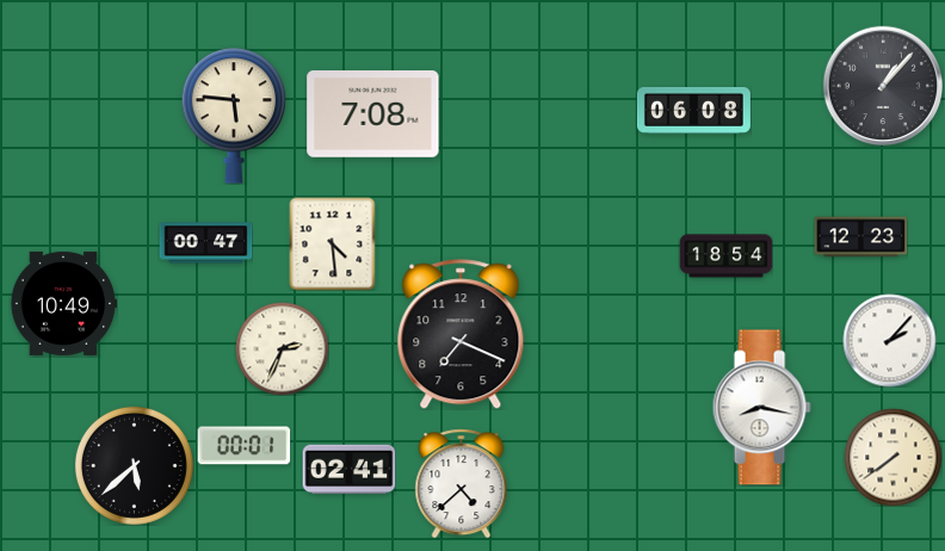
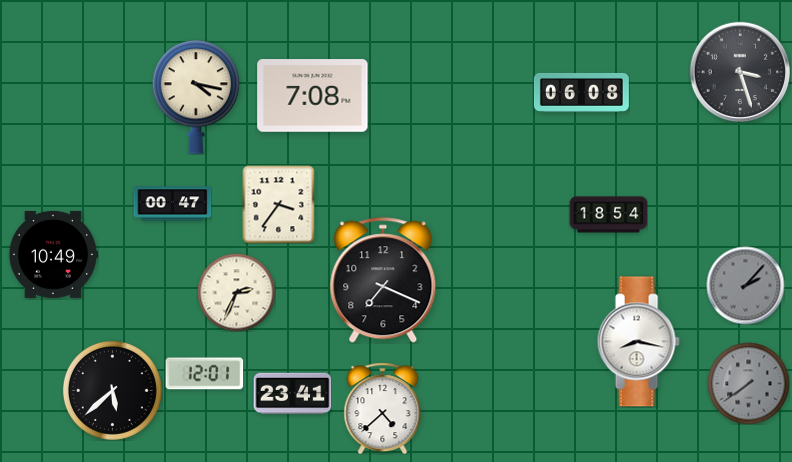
clock at (882, 85): 1:07 -> 3:27
clock at (234, 116): 5:46 -> 4:17
clock at (860, 237): 12:23 -> none
clock at (333, 243): 4:29 -> 3:36
clock at (461, 334) position: (461, 334) -> (383, 280)
clock at (889, 340) dial: white -> grey
clock at (243, 446): 00:01 -> 12:01
clock at (892, 457) dial: cream -> grey
clock at (348, 470): 02:41 -> 23:41
clock at (462, 483) position: (462, 483) -> (383, 408)
